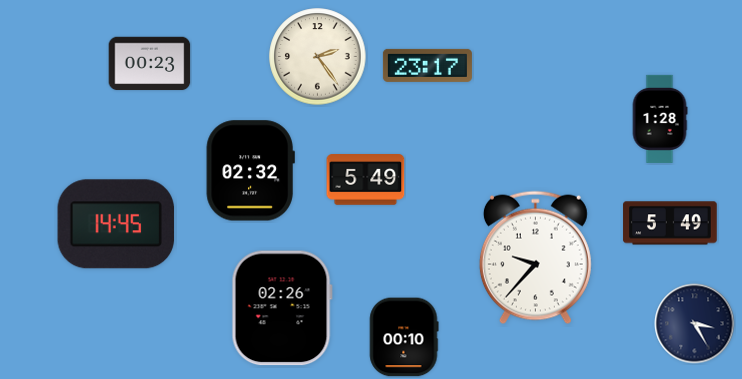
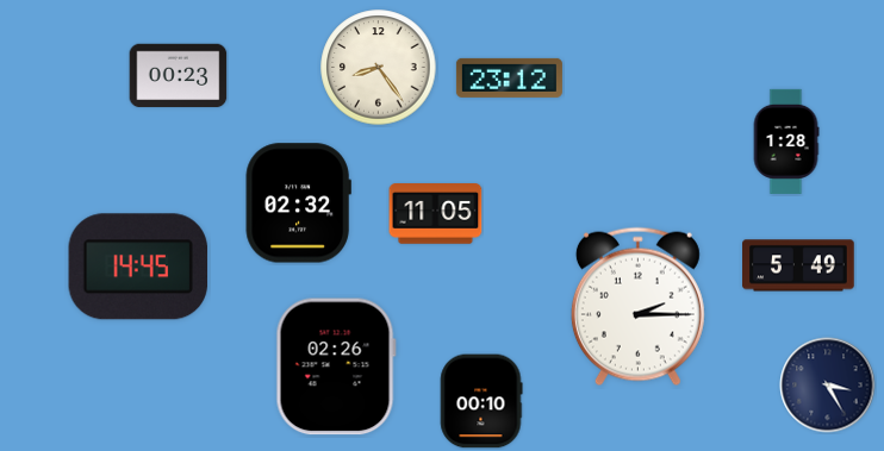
clock at (318, 57): 2:24 -> 8:24
clock at (427, 65): 23:17 -> 23:12
clock at (366, 180): 5:49 -> 11:05
clock at (535, 258): 9:37 -> 2:15
